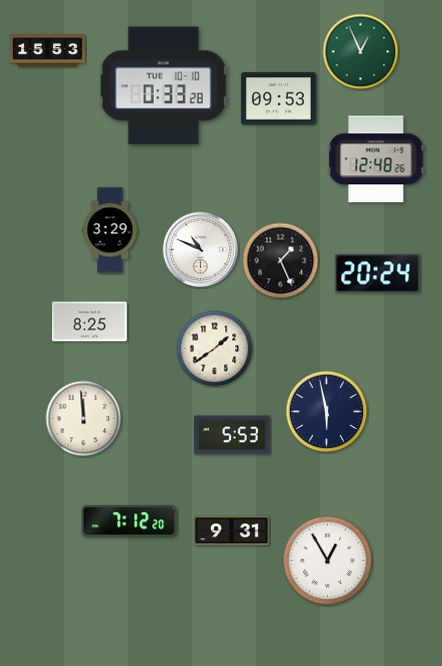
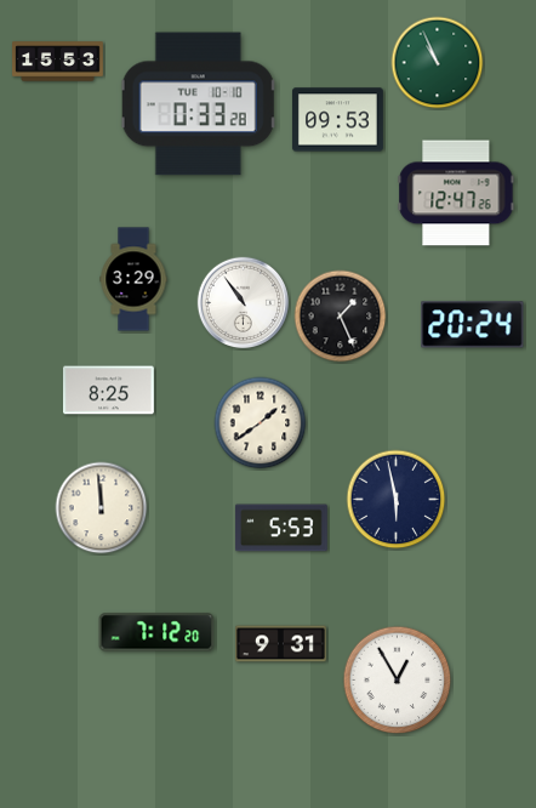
clock at (361, 52): 12:56 -> 10:56
clock at (376, 159): 12:48 -> 12:47
clock at (201, 250): 10:49 -> 10:54
clock at (378, 274) position: (378, 274) -> (473, 325)
